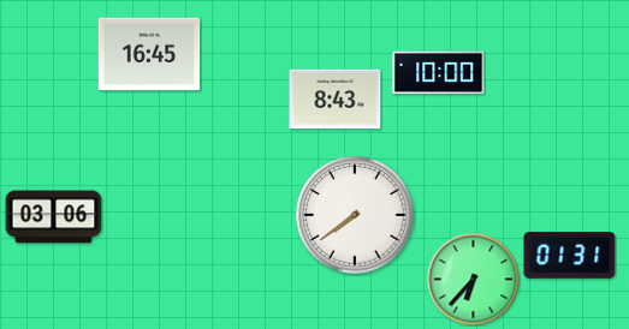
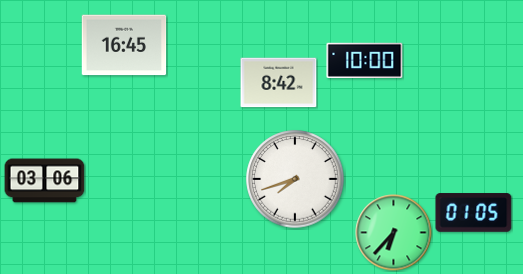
clock at (336, 100): 8:43 -> 8:42
clock at (355, 215): 7:39 -> 7:42
clock at (570, 256): 01:31 -> 01:05
